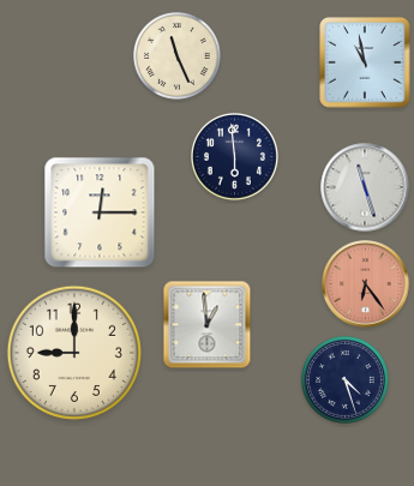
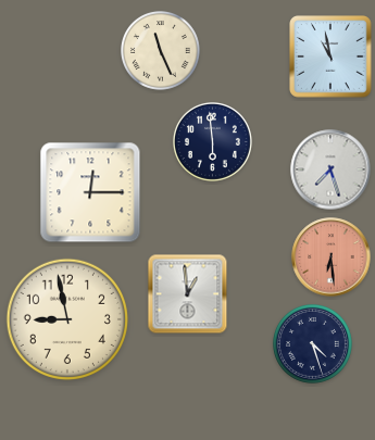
clock at (365, 187): 11:27 -> 7:27
clock at (366, 284): 6:24 -> 6:29
clock at (74, 353): 9:00 -> 8:58
